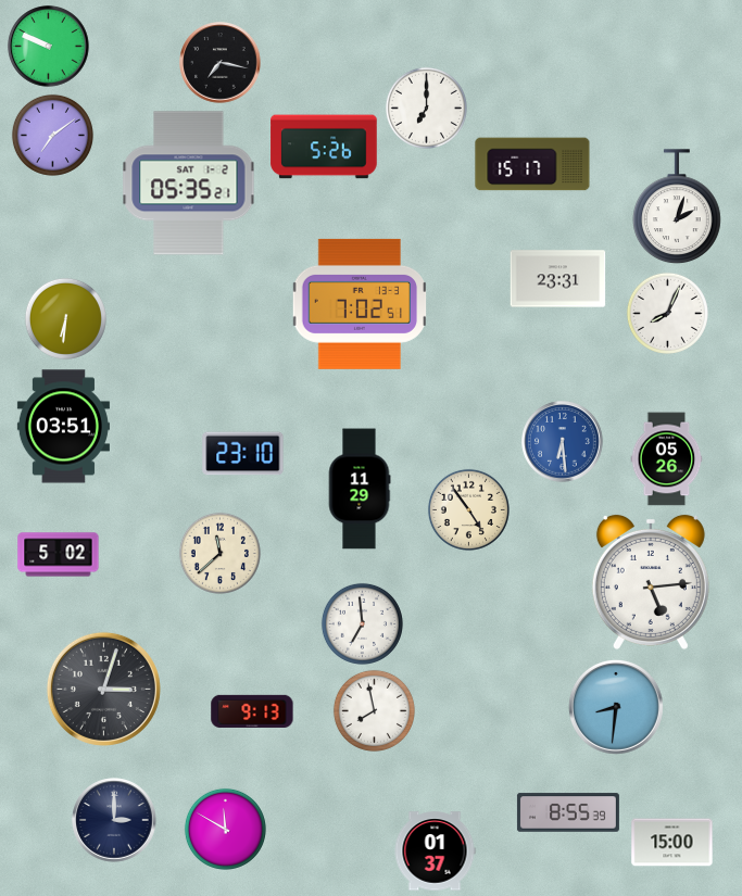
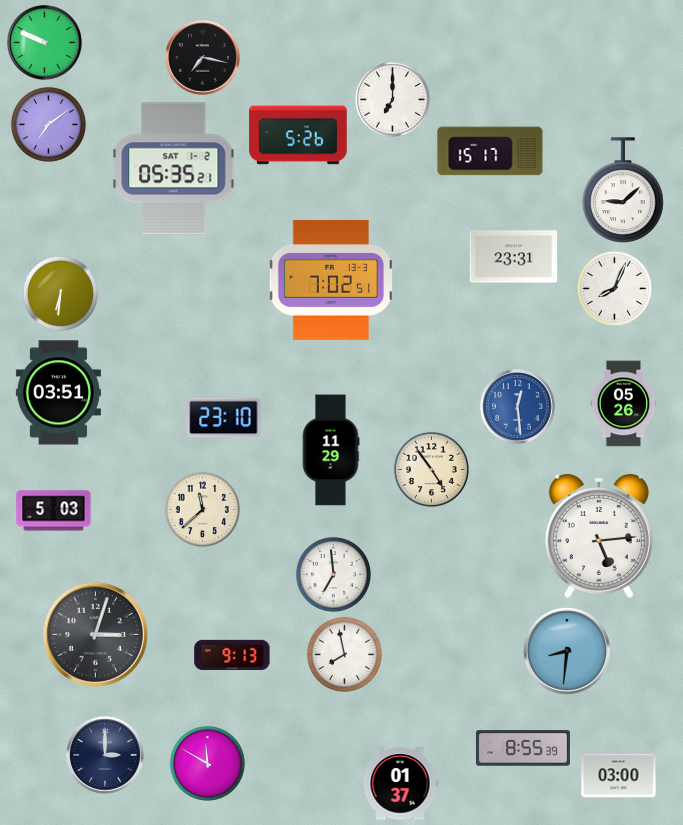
clock at (678, 206): 2:03 -> 9:08
clock at (563, 442): 6:29 -> 12:29
clock at (667, 459) position: (667, 459) -> (624, 404)
clock at (59, 555): 5:02 -> 5:03
clock at (672, 843): 15:00 -> 03:00
